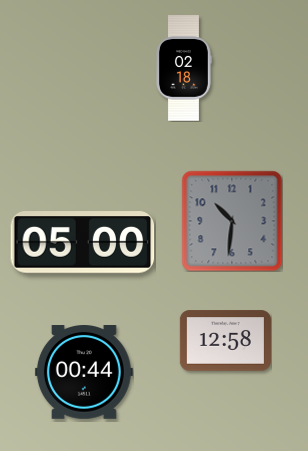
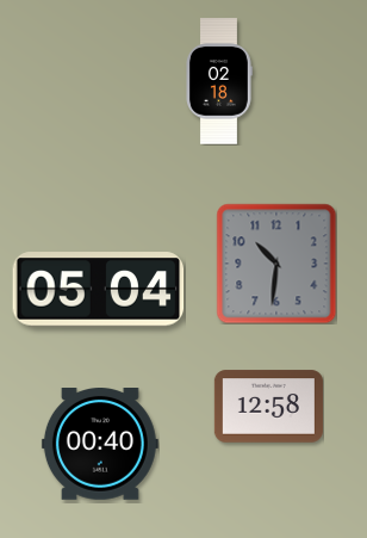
clock at (83, 243): 05:00 -> 05:04
clock at (84, 373): 00:44 -> 00:40
